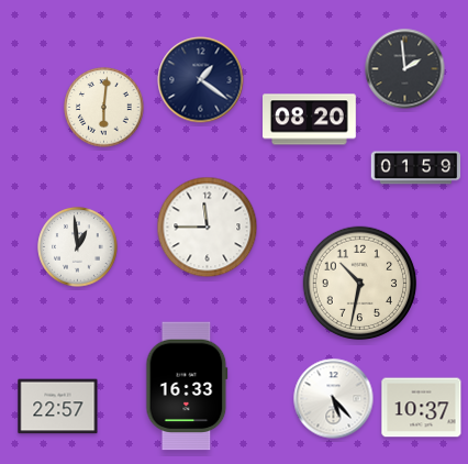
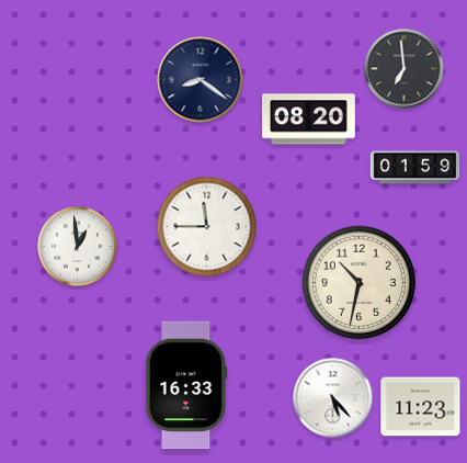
clock at (405, 69): 1:59 -> 6:59
clock at (201, 80): 1:21 -> 8:21
clock at (104, 108): 6:01 -> none
clock at (58, 407): 22:57 -> none
clock at (422, 408): 10:37 -> 11:23
